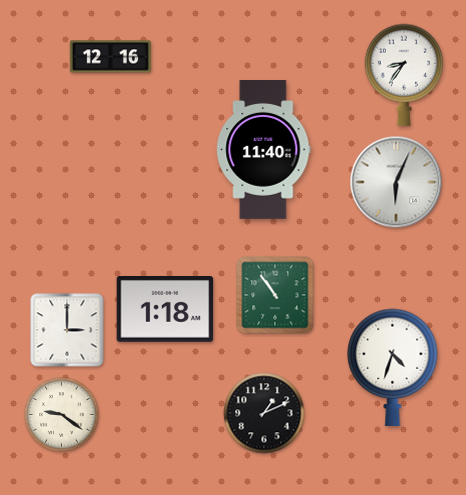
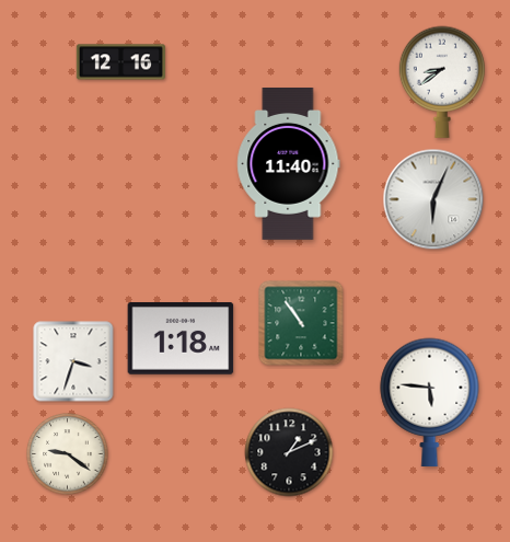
clock at (404, 75): 8:36 -> 8:39
clock at (67, 330): 3:00 -> 3:33
clock at (393, 367): 4:33 -> 5:46
